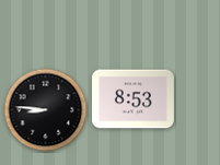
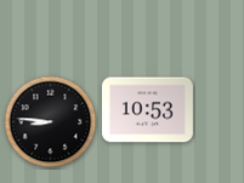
clock at (132, 99): 8:53 -> 10:53
